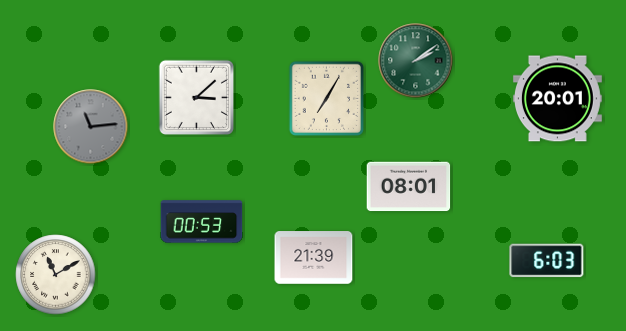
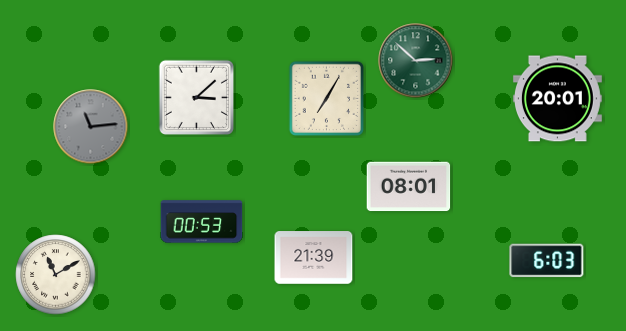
clock at (416, 61): 2:09 -> 2:52
